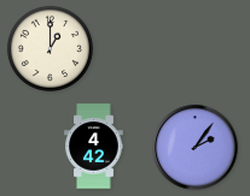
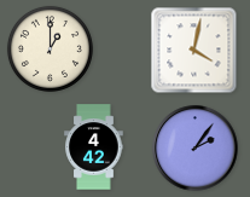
clock at (194, 51): none -> 4:02
